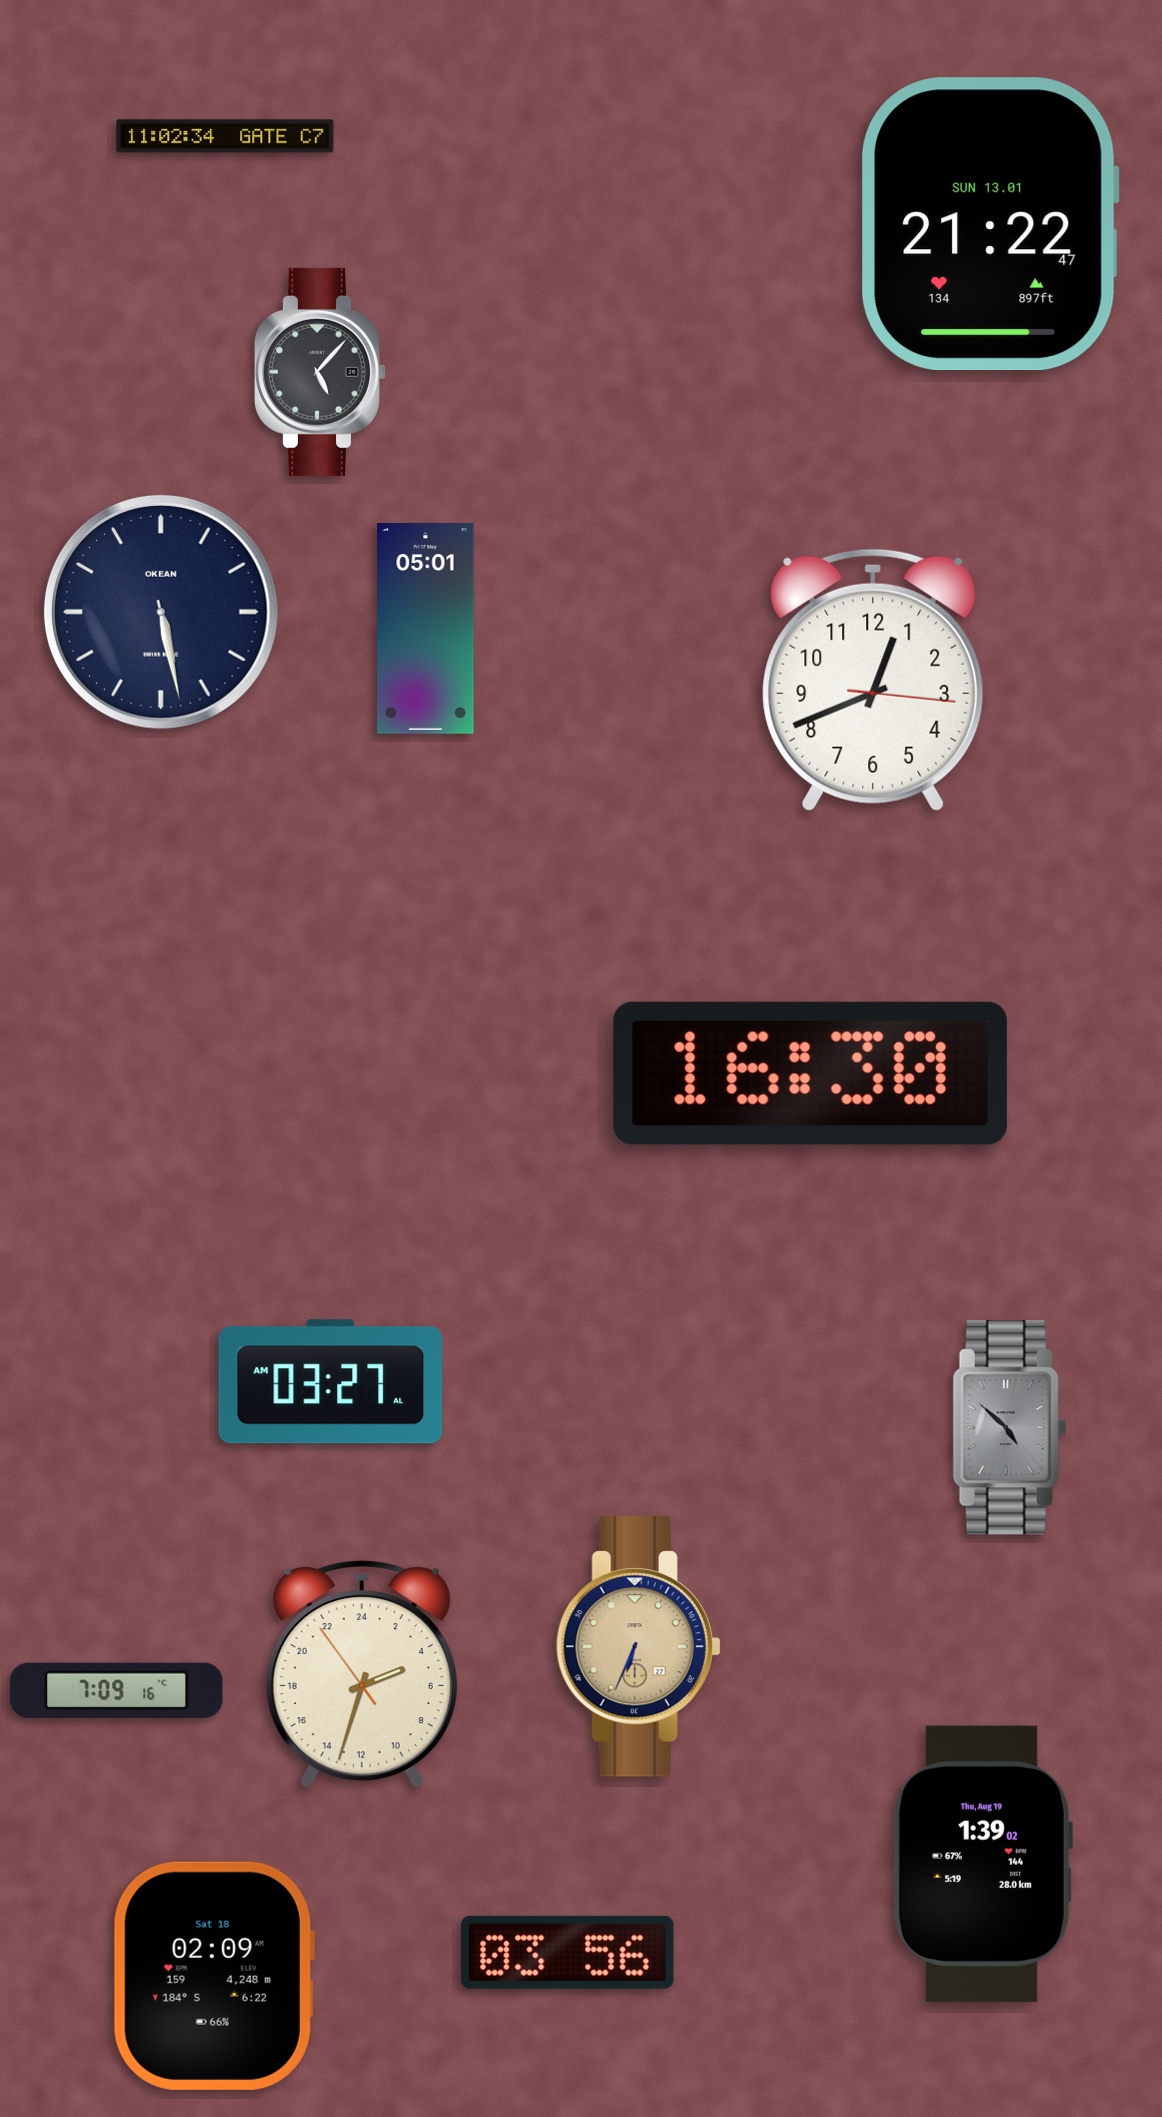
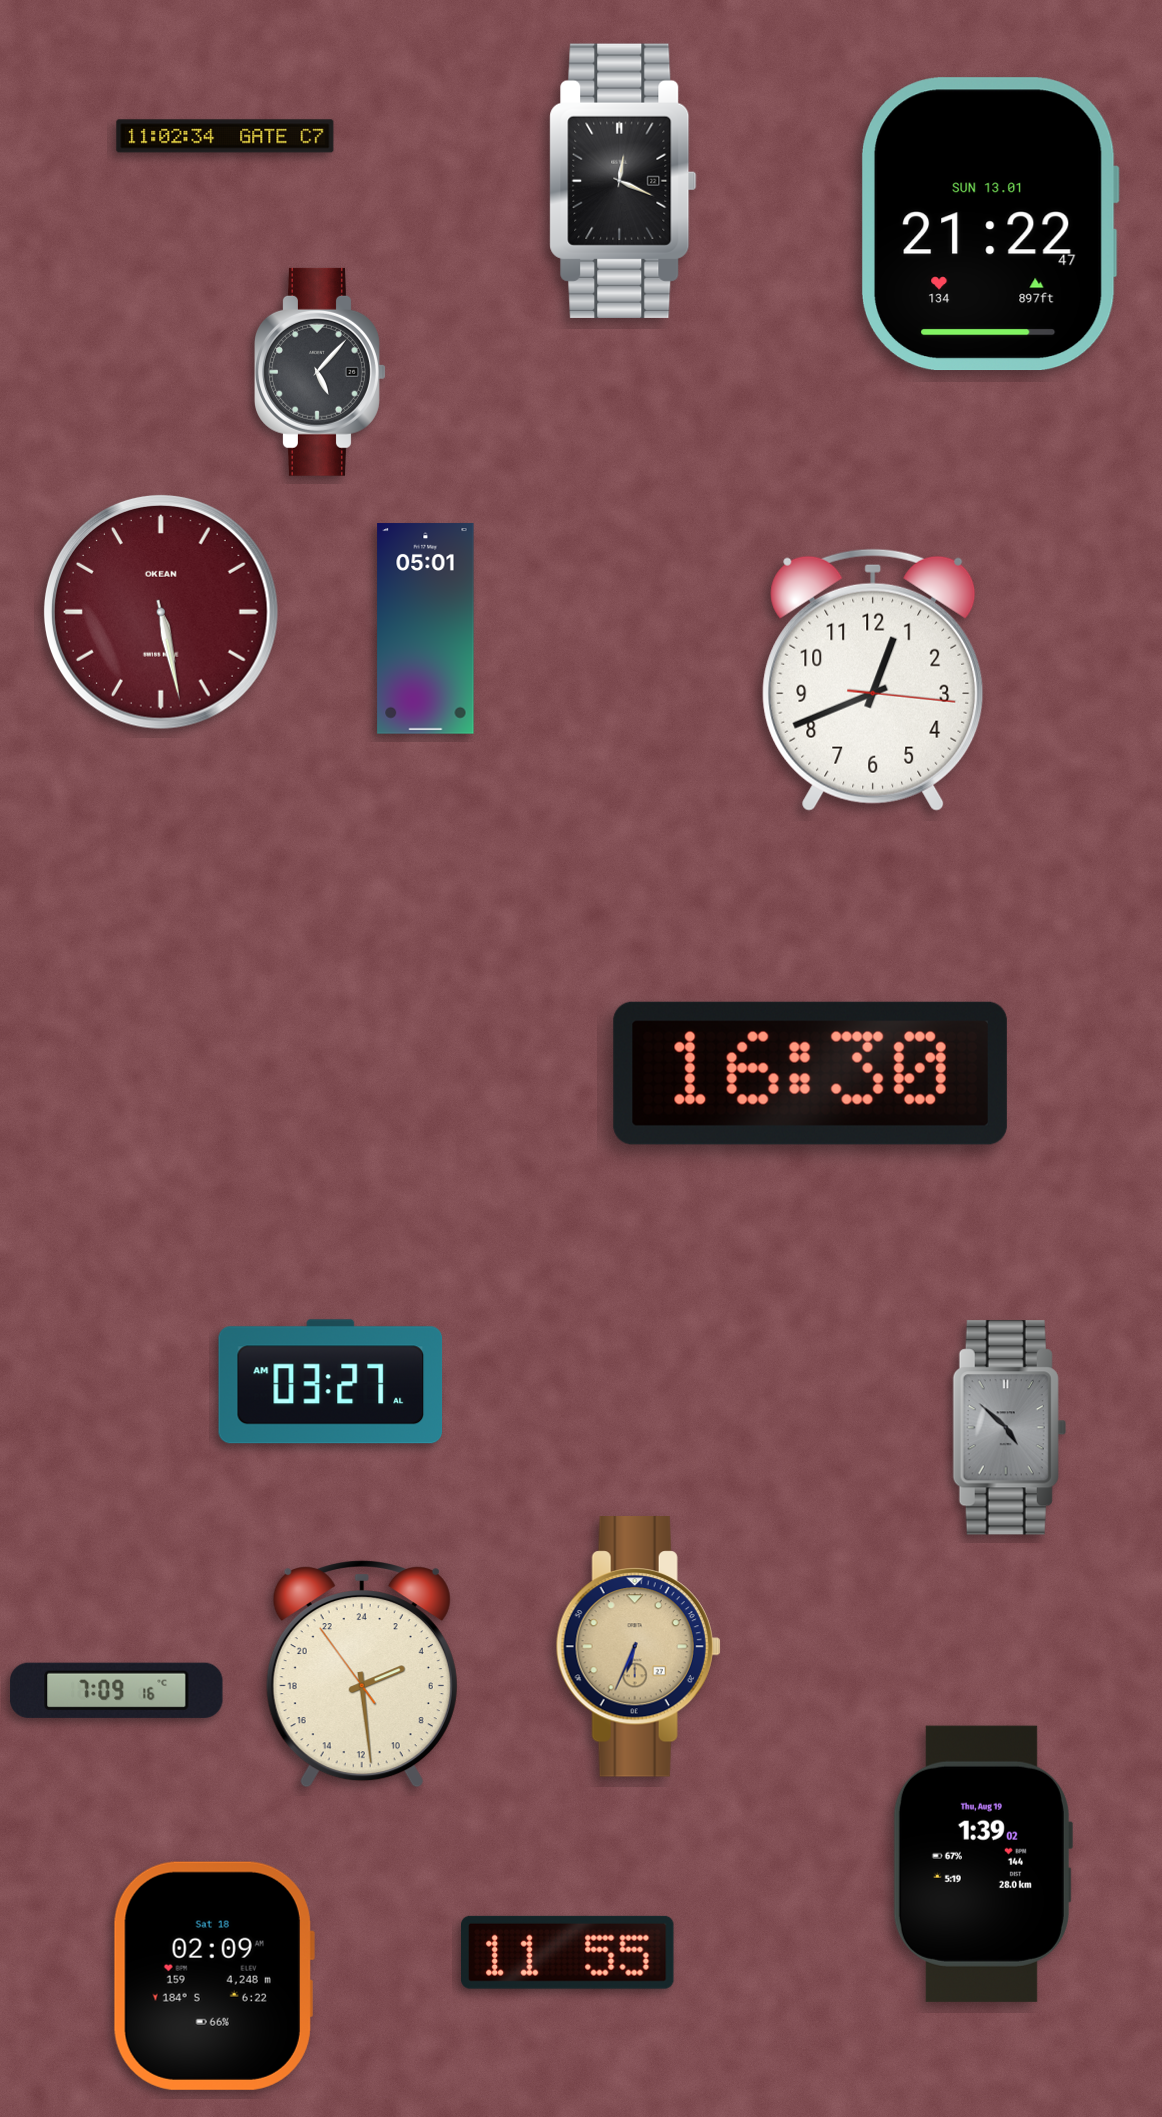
clock at (623, 181): none -> 12:19
clock at (161, 612) dial: navy -> burgundy
clock at (362, 1675): 4:32 -> 4:28
clock at (568, 1952): 03:56 -> 11:55
